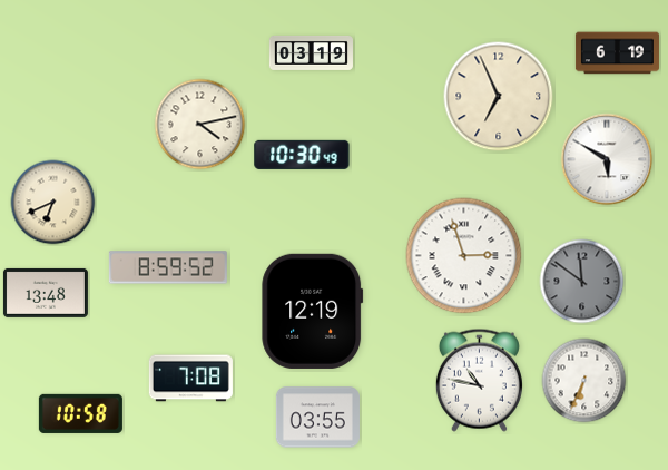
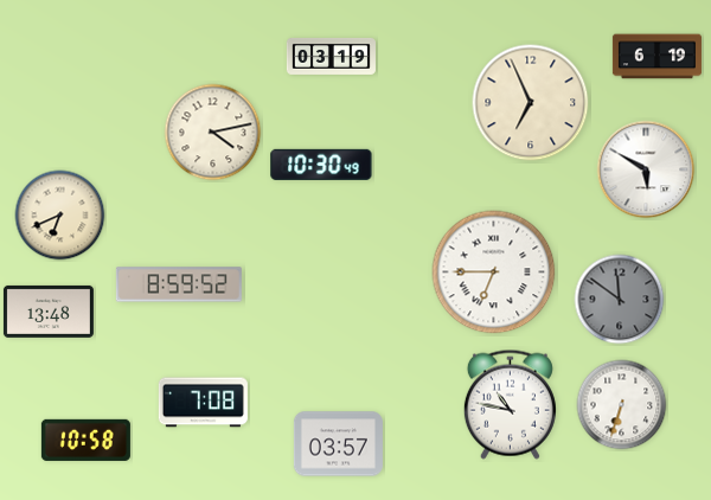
clock at (53, 203) position: (53, 203) -> (60, 216)
clock at (464, 256): 2:57 -> 6:45
clock at (313, 311): 12:19 -> none
clock at (584, 381): 6:34 -> 6:33
clock at (317, 418): 03:55 -> 03:57
